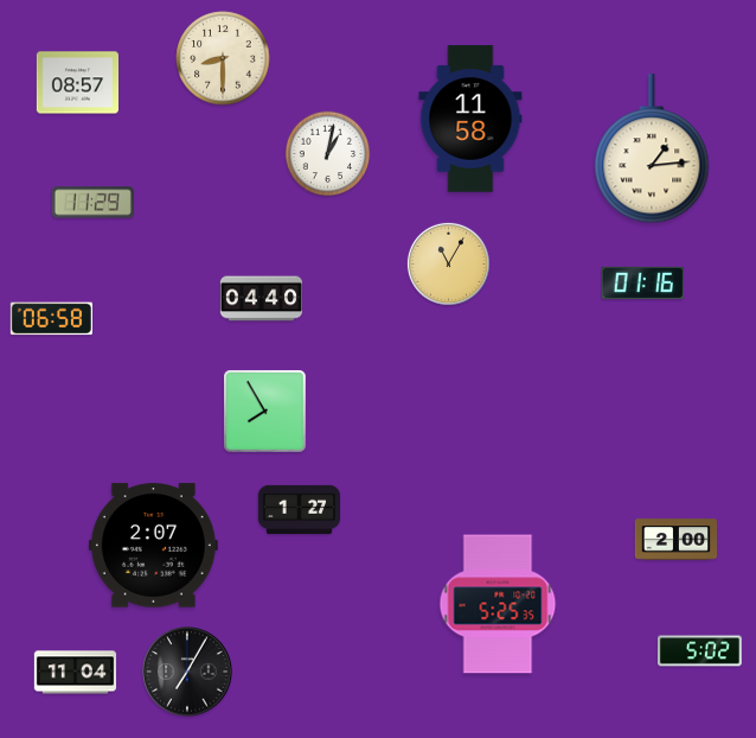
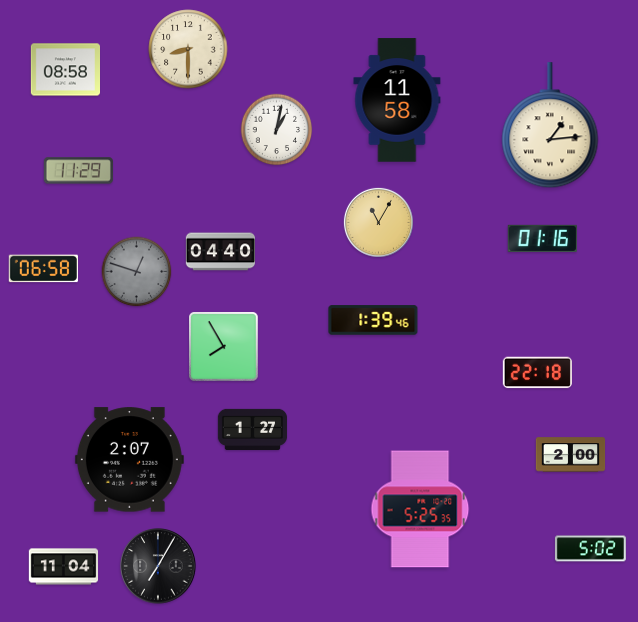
clock at (77, 83): 08:57 -> 08:58
clock at (137, 272): none -> 12:48
clock at (373, 320): none -> 1:39
clock at (537, 373): none -> 22:18
